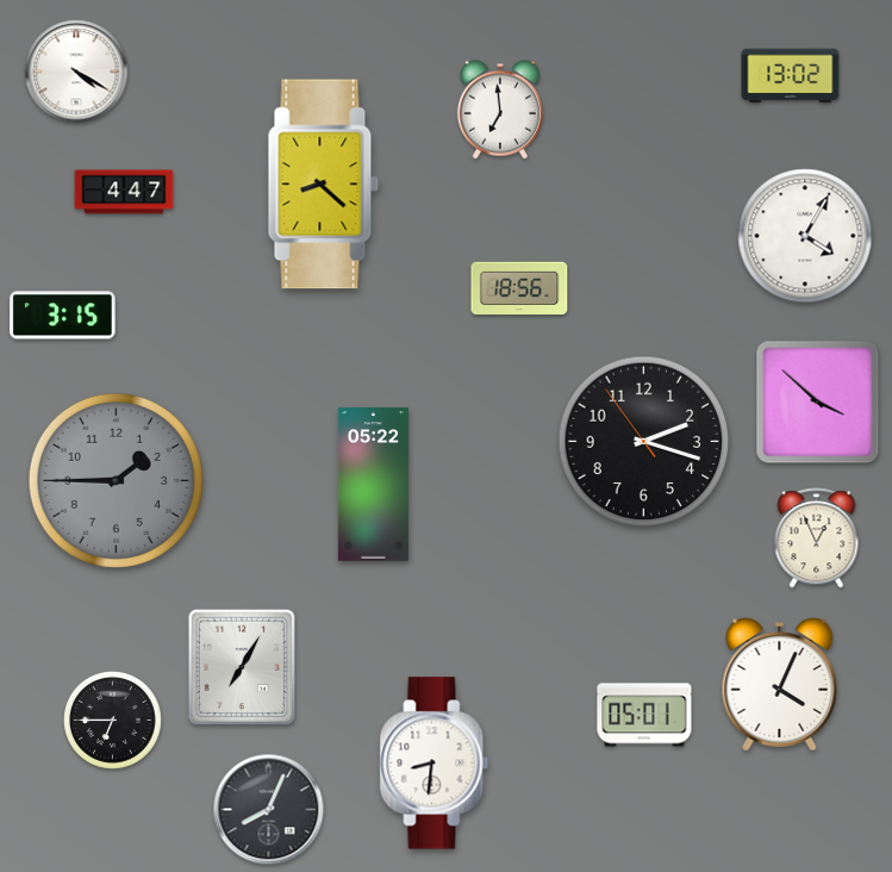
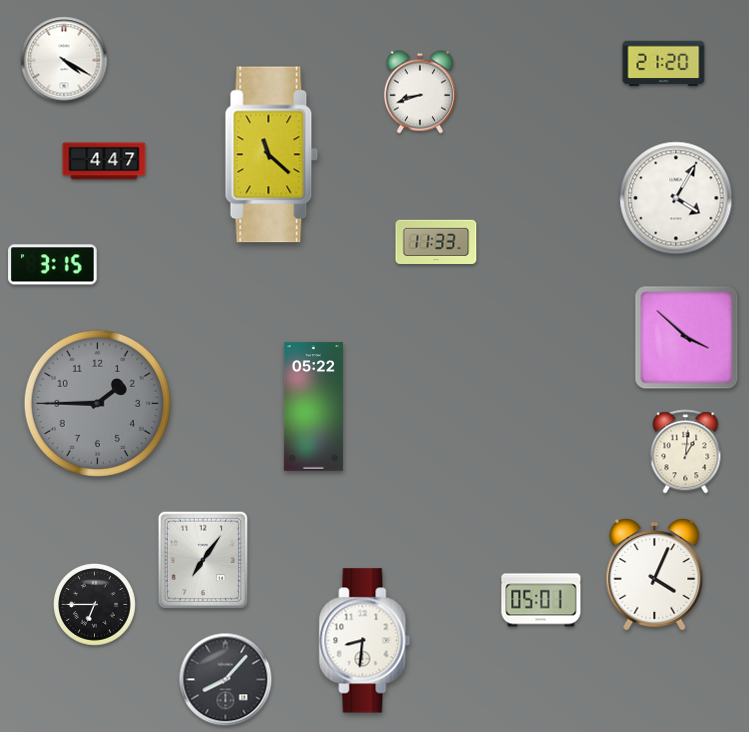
clock at (791, 76): 13:02 -> 21:20
clock at (500, 110): 6:59 -> 8:42
clock at (324, 185): 8:22 -> 11:22
clock at (519, 288): 18:56 -> 11:33
clock at (644, 442): 2:17 -> none
clock at (817, 538): 12:56 -> 1:01
clock at (241, 666): 7:05 -> 7:06
clock at (269, 810): 8:04 -> 8:07
